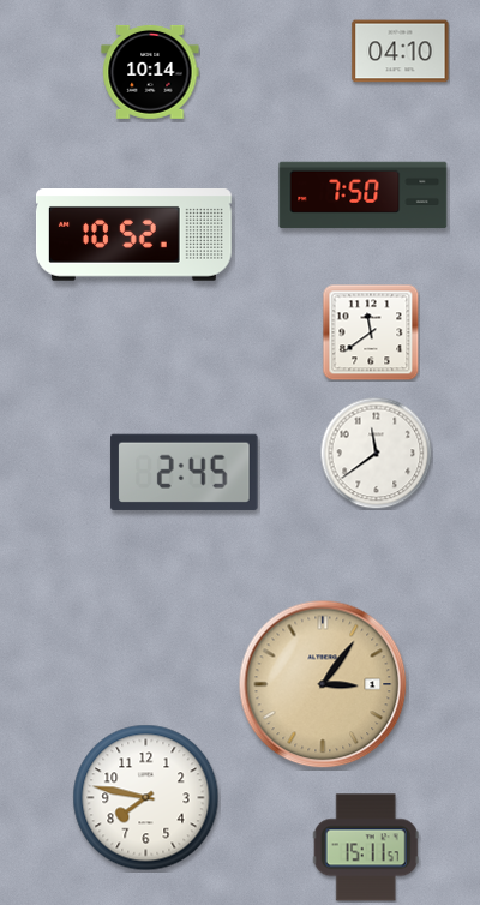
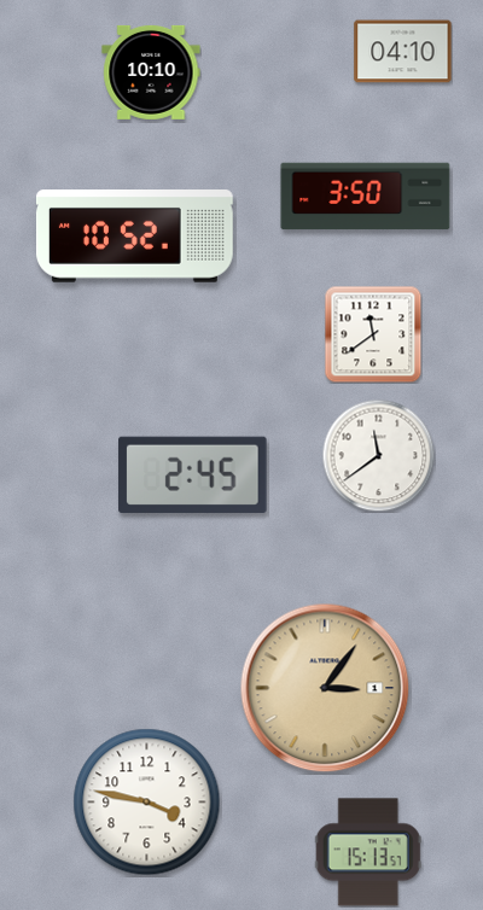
clock at (150, 72): 10:14 -> 10:10
clock at (364, 196): 7:50 -> 3:50
clock at (185, 472) position: (185, 472) -> (193, 474)
clock at (146, 798): 7:47 -> 3:47
clock at (366, 847): 15:11 -> 15:13
